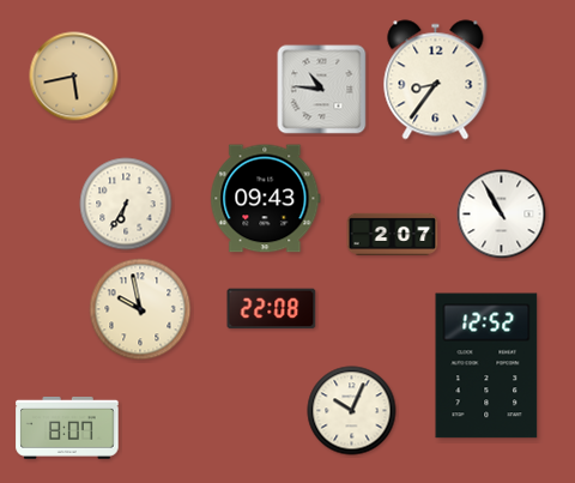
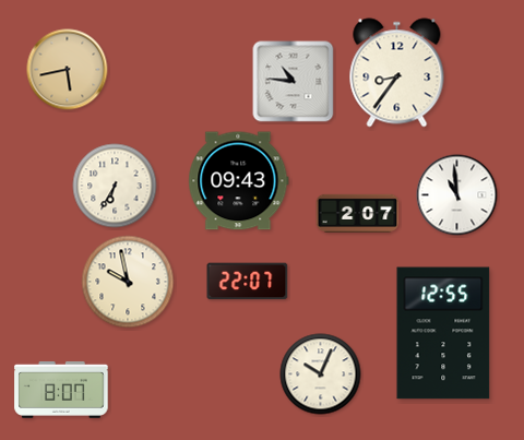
clock at (266, 199) position: (266, 199) -> (239, 181)
clock at (502, 215): 10:55 -> 10:59
clock at (272, 309): 22:08 -> 22:07
clock at (486, 366): 12:52 -> 12:55
